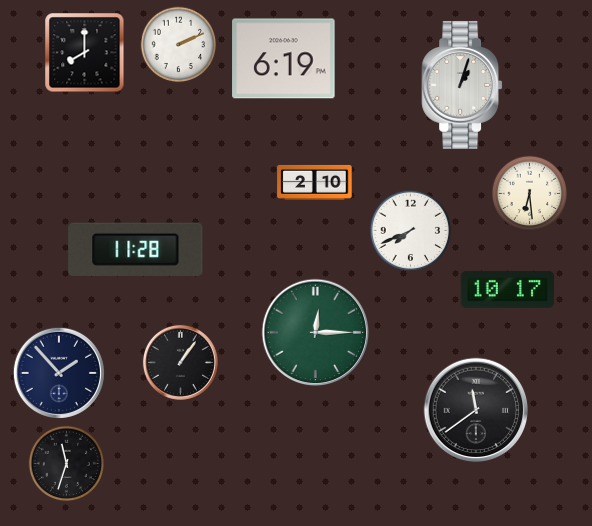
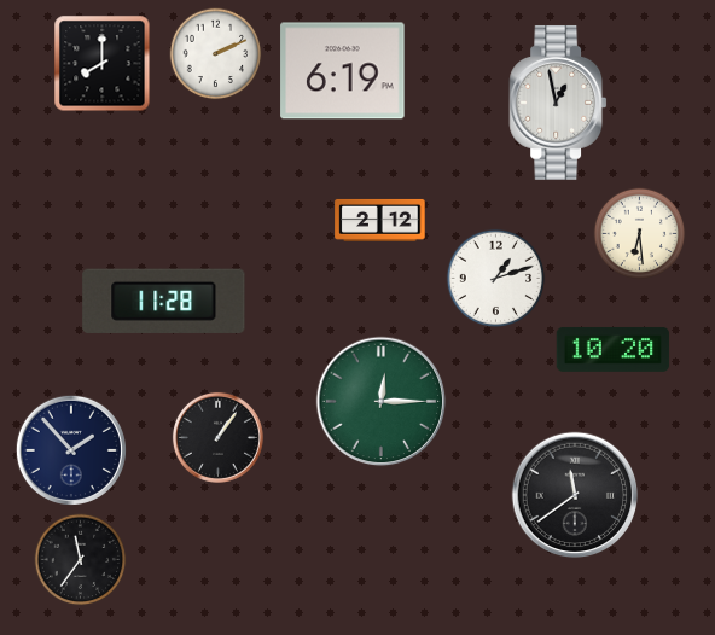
clock at (462, 85): 1:03 -> 12:58
clock at (315, 182): 2:10 -> 2:12
clock at (411, 231): 7:41 -> 1:12
clock at (508, 289): 10:17 -> 10:20
clock at (67, 464): 11:33 -> 11:36
